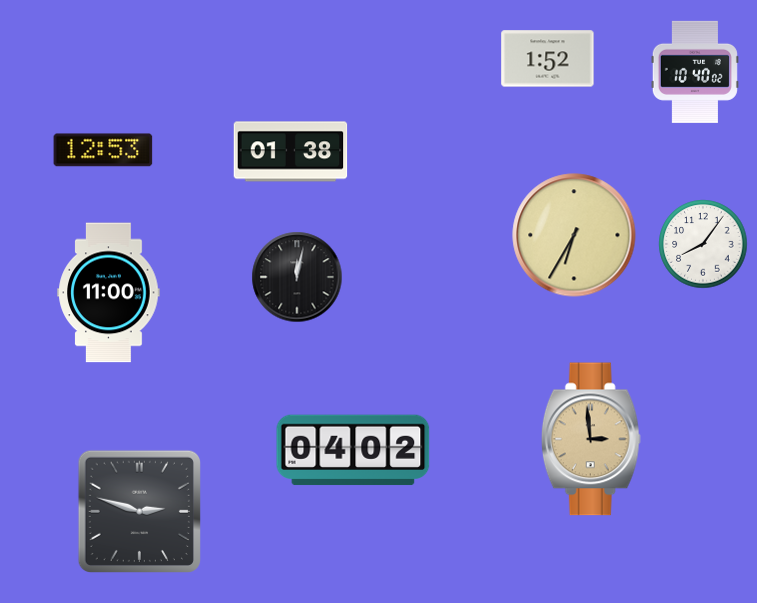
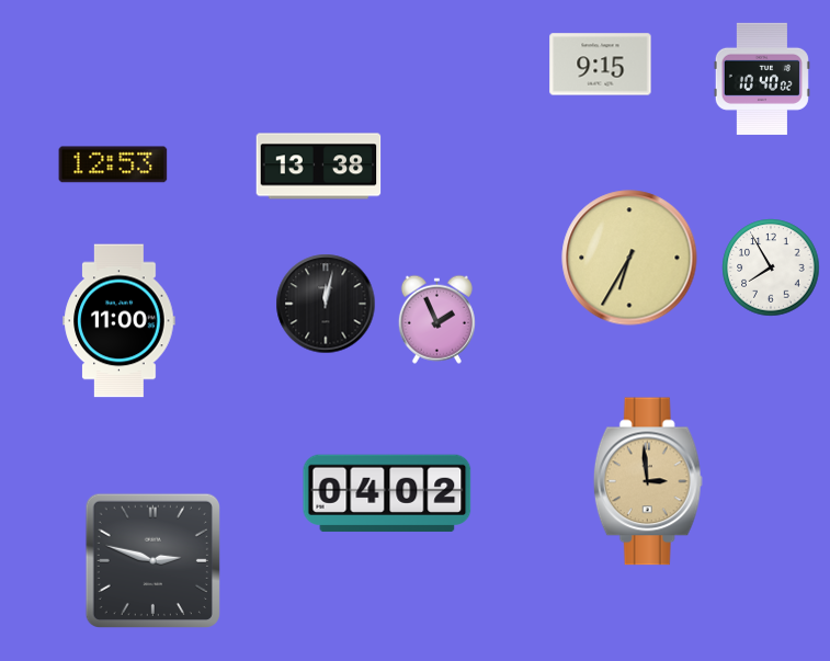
clock at (548, 59): 1:52 -> 9:15
clock at (291, 152): 01:38 -> 13:38
clock at (703, 244): 8:06 -> 7:55
clock at (436, 319): none -> 1:56
